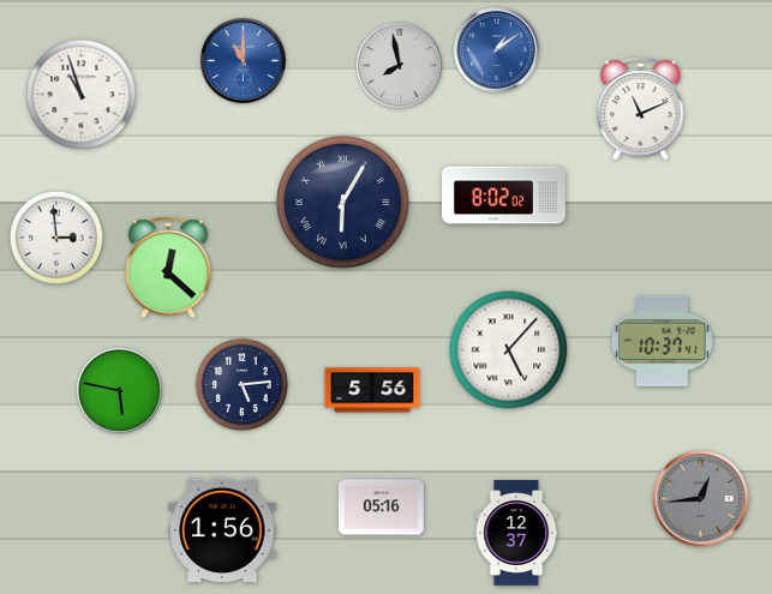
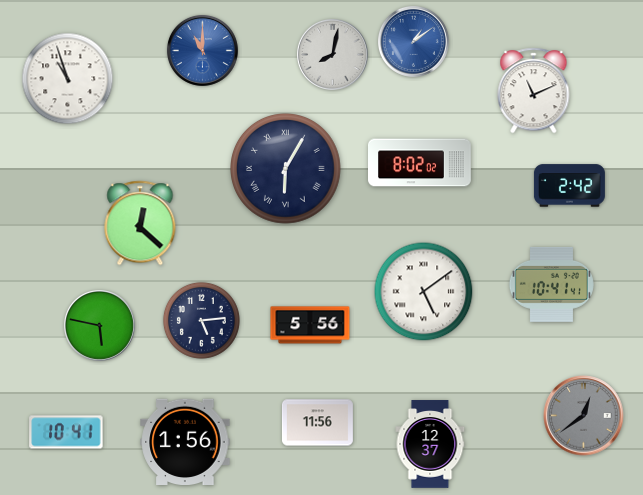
clock at (399, 65): 7:58 -> 8:02
clock at (569, 186): none -> 2:42
clock at (56, 238): 2:59 -> none
clock at (662, 341): 10:37 -> 10:41
clock at (509, 350): 5:07 -> 5:09
clock at (701, 499): 12:44 -> 12:39
clock at (381, 508): 05:16 -> 11:56
clock at (66, 432): none -> 10:41
